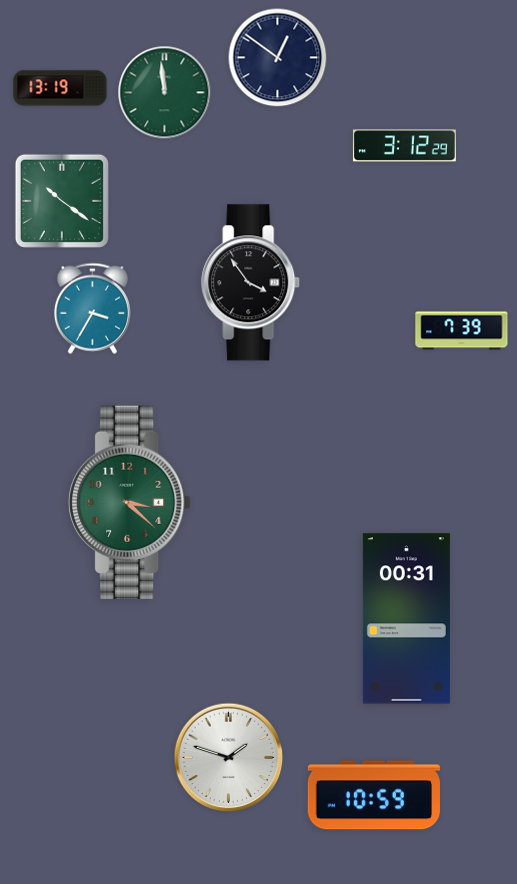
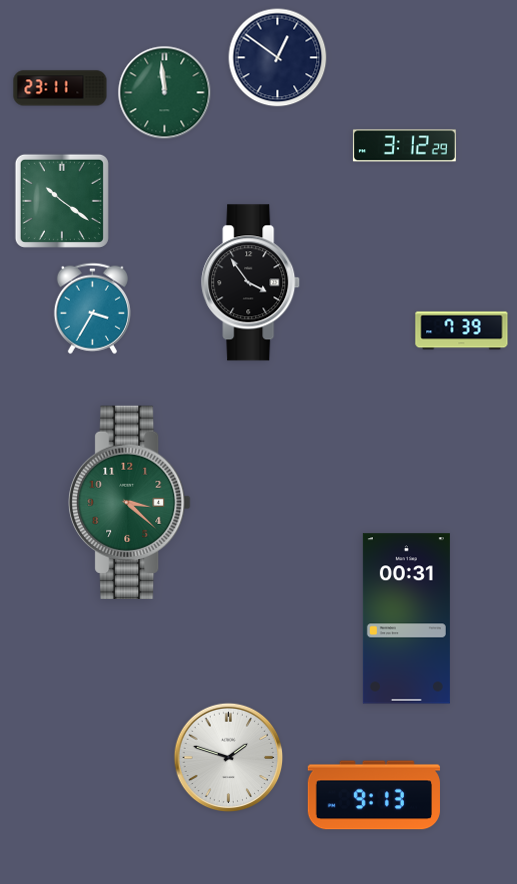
clock at (60, 88): 13:19 -> 23:11
clock at (374, 795): 10:59 -> 9:13
